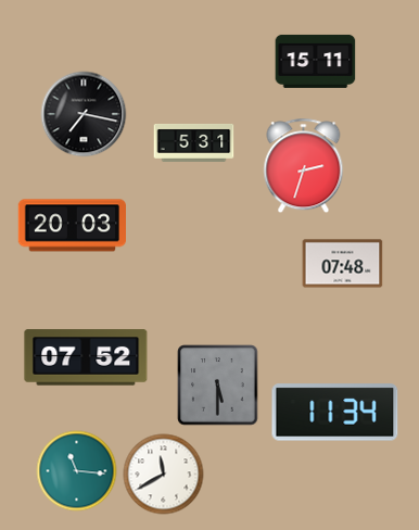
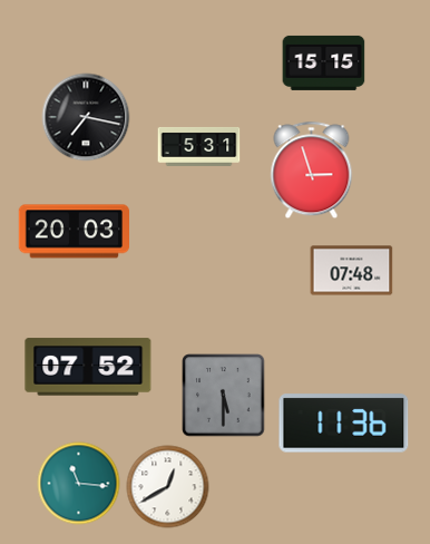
clock at (316, 61): 15:11 -> 15:15
clock at (304, 166): 2:33 -> 2:57
clock at (335, 413): 11:34 -> 11:36
clock at (164, 475): 11:40 -> 12:40
